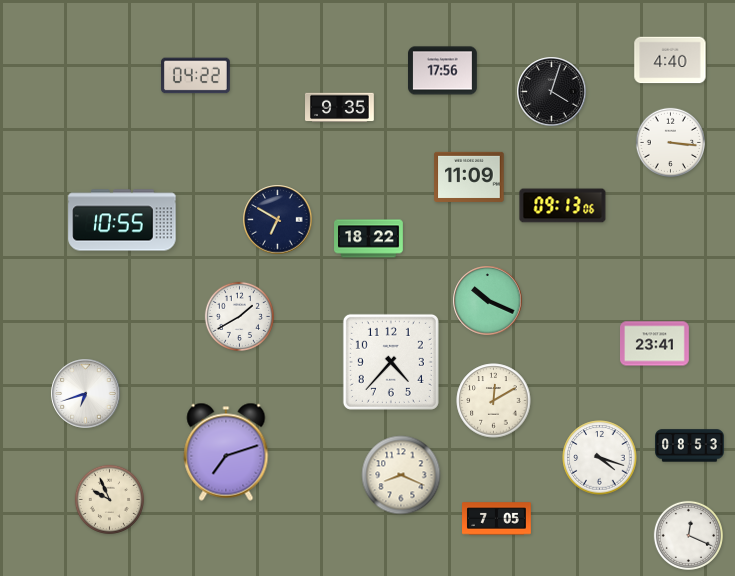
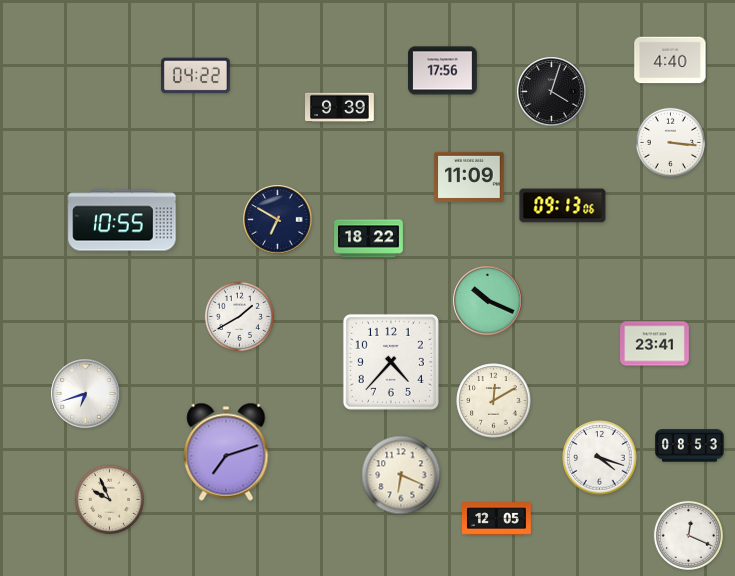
clock at (340, 108): 9:35 -> 9:39
clock at (401, 475): 8:19 -> 6:19
clock at (497, 519): 7:05 -> 12:05
